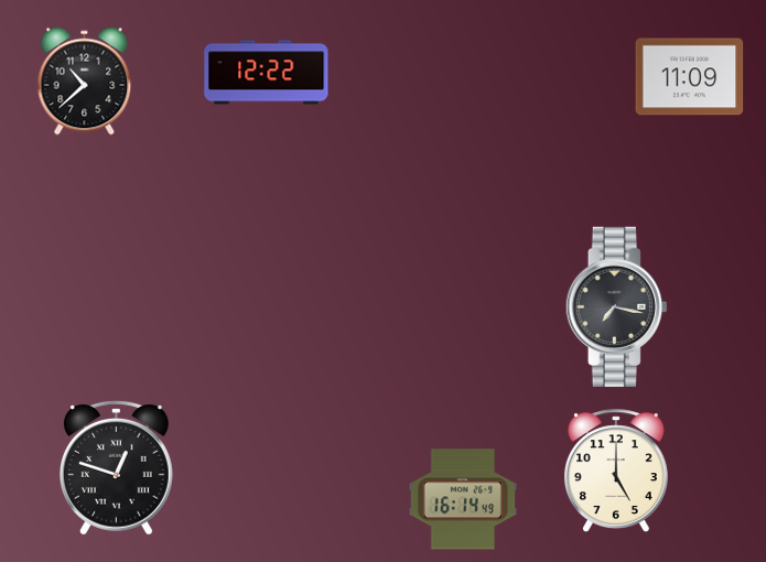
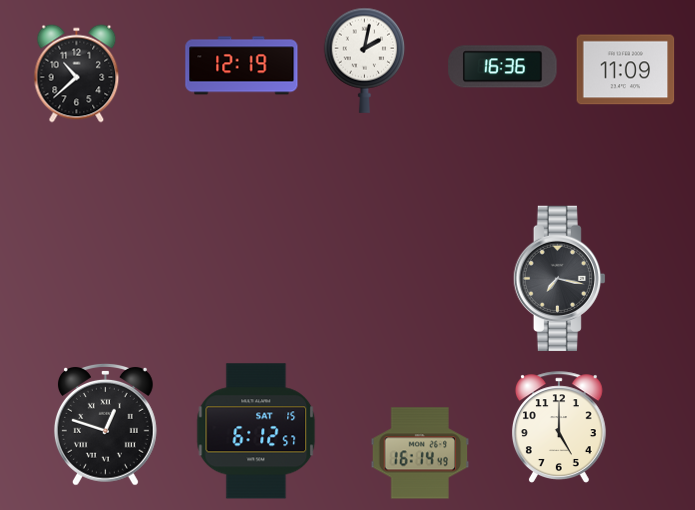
clock at (365, 60): none -> 2:02
clock at (267, 73): 12:22 -> 12:19
clock at (503, 67): none -> 16:36
clock at (256, 431): none -> 6:12
